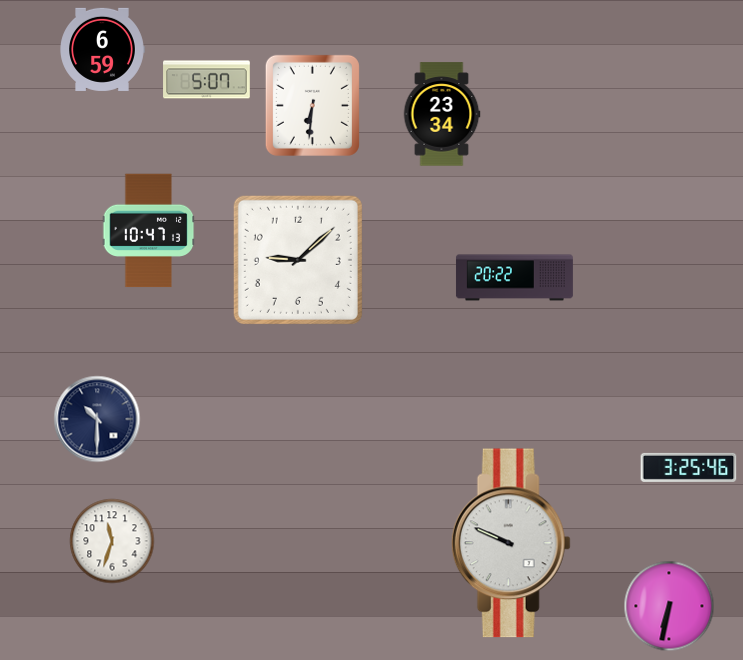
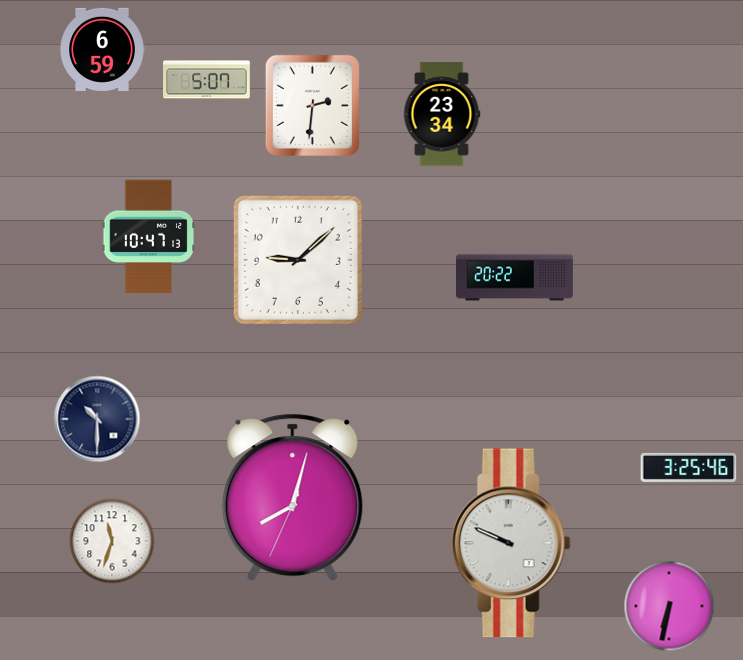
clock at (312, 105): 6:31 -> 2:31
clock at (149, 231) position: (149, 231) -> (149, 237)
clock at (293, 498): none -> 8:02
